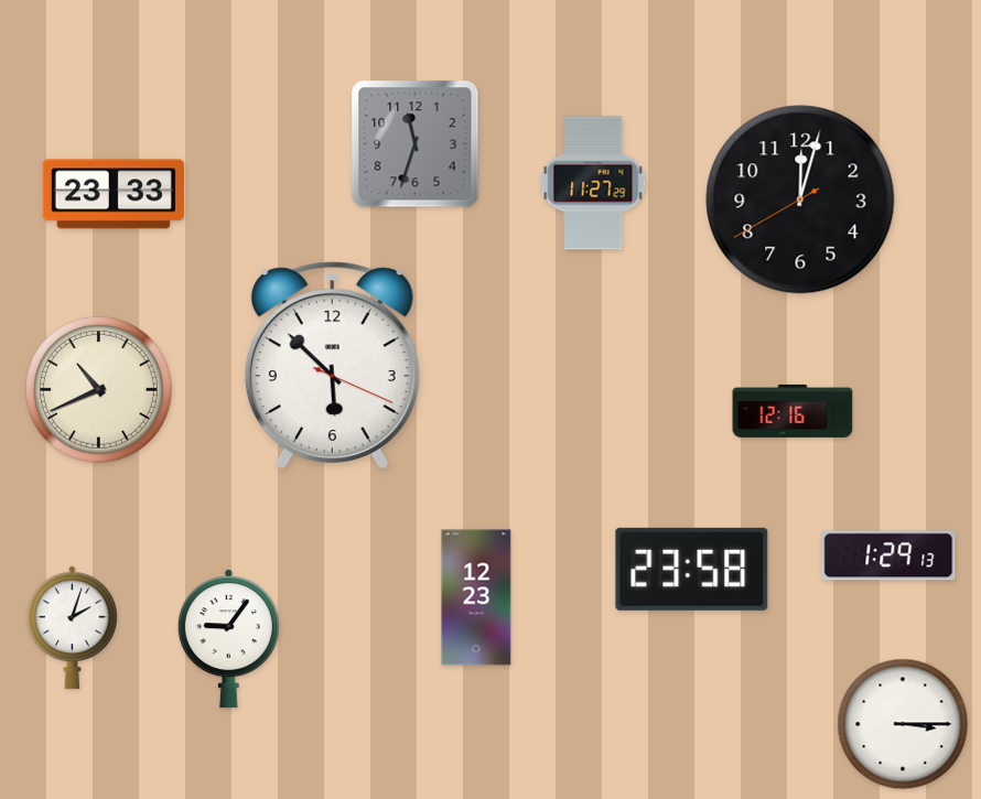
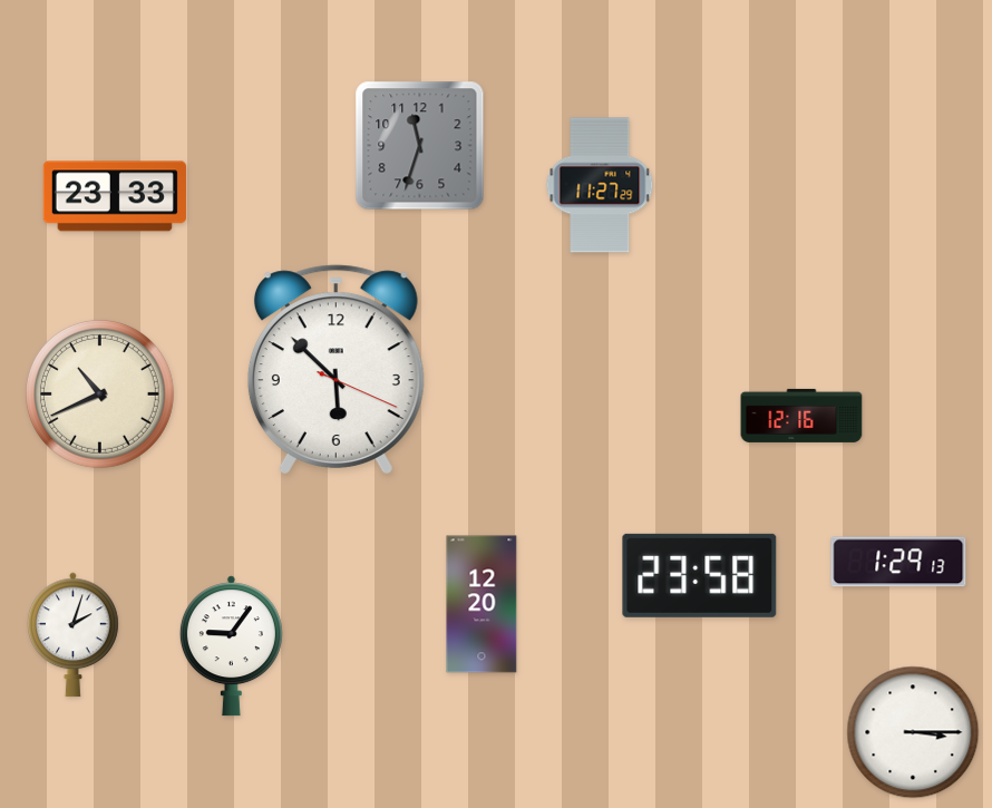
clock at (800, 199): 12:02 -> none
clock at (476, 597): 12:23 -> 12:20
